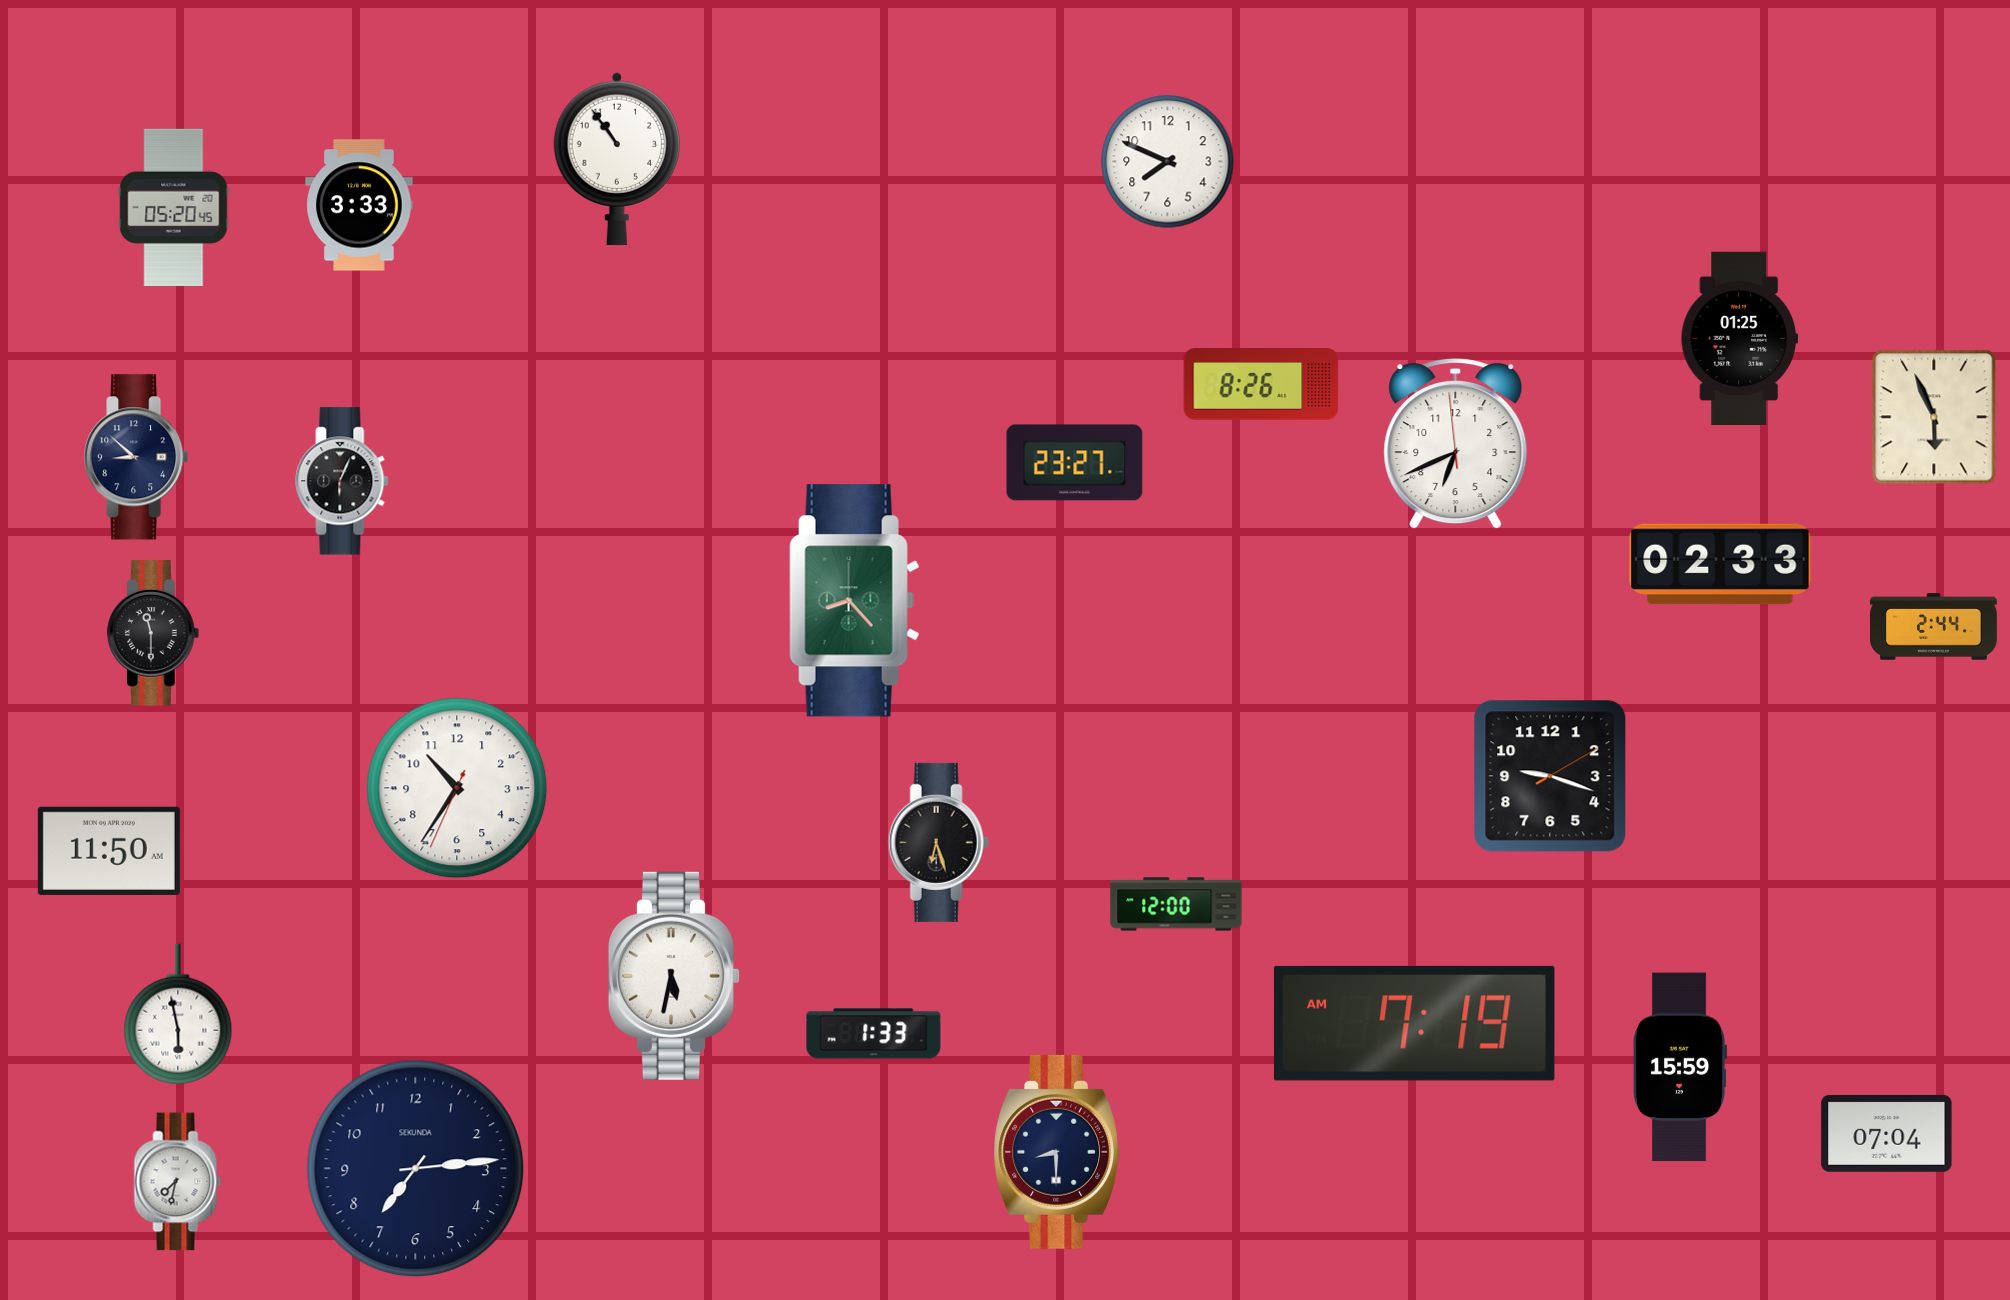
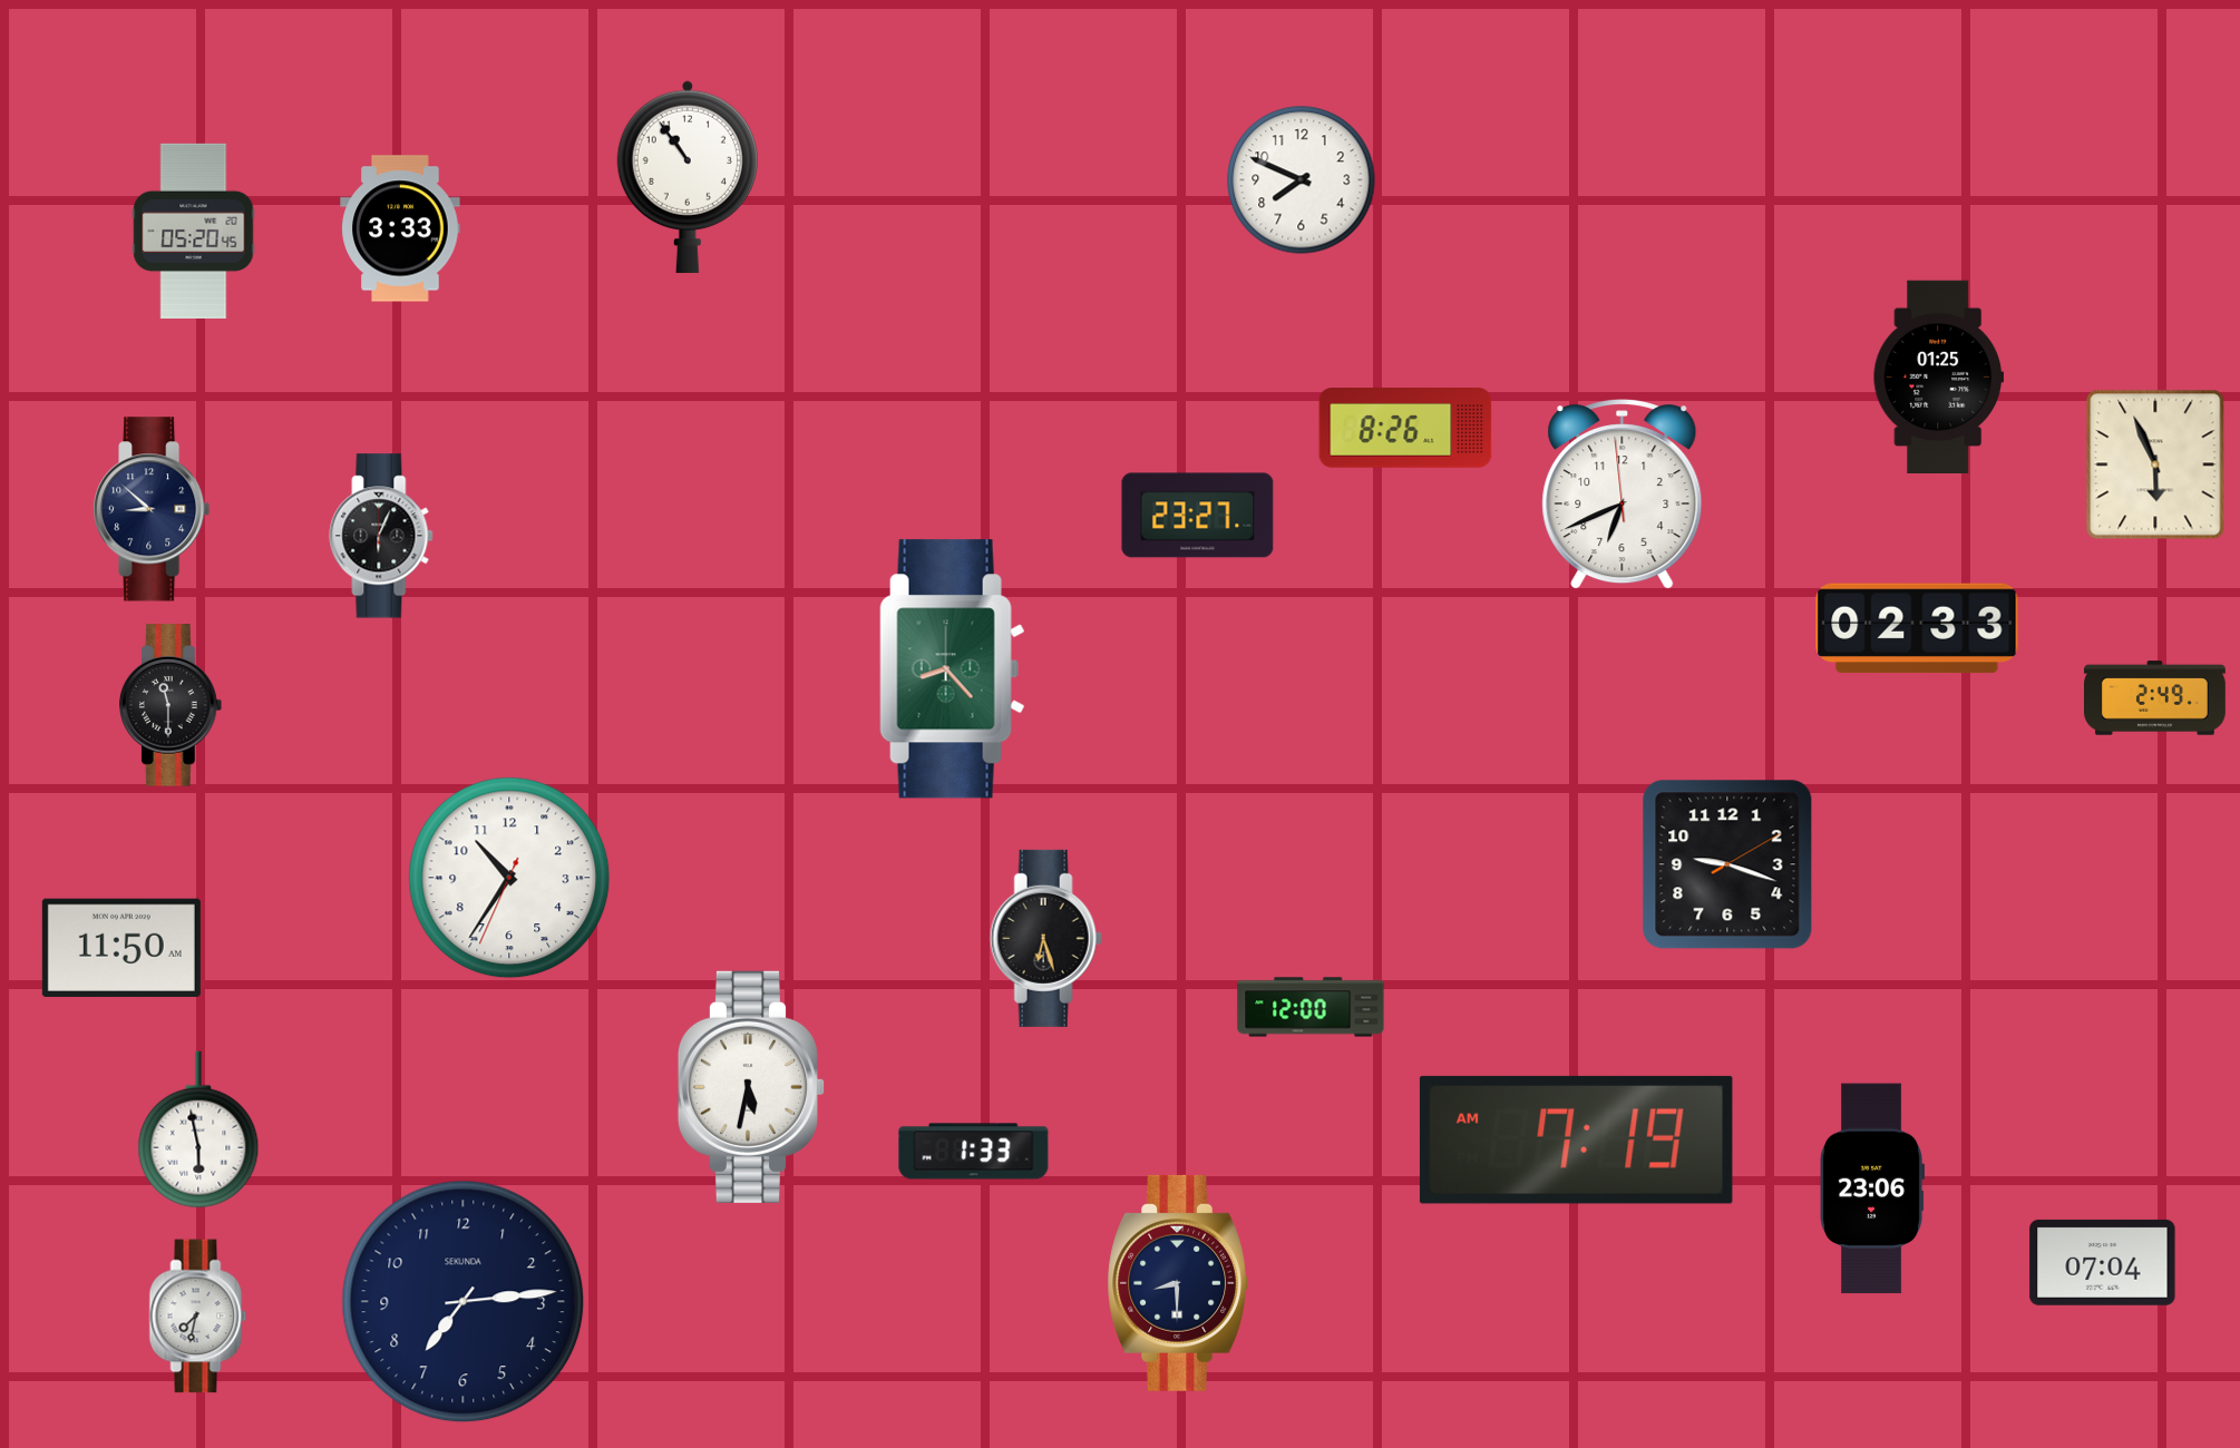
clock at (1934, 627): 2:44 -> 2:49
clock at (1680, 1067): 15:59 -> 23:06
